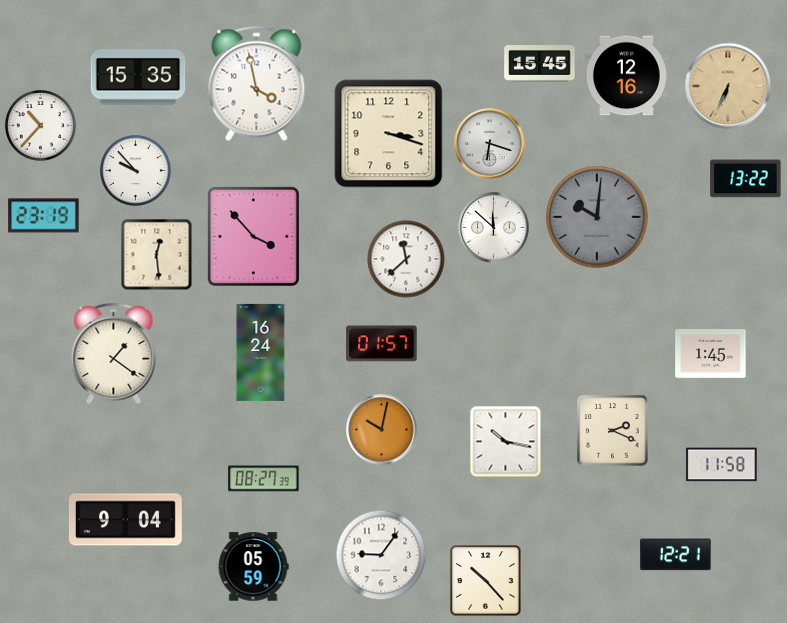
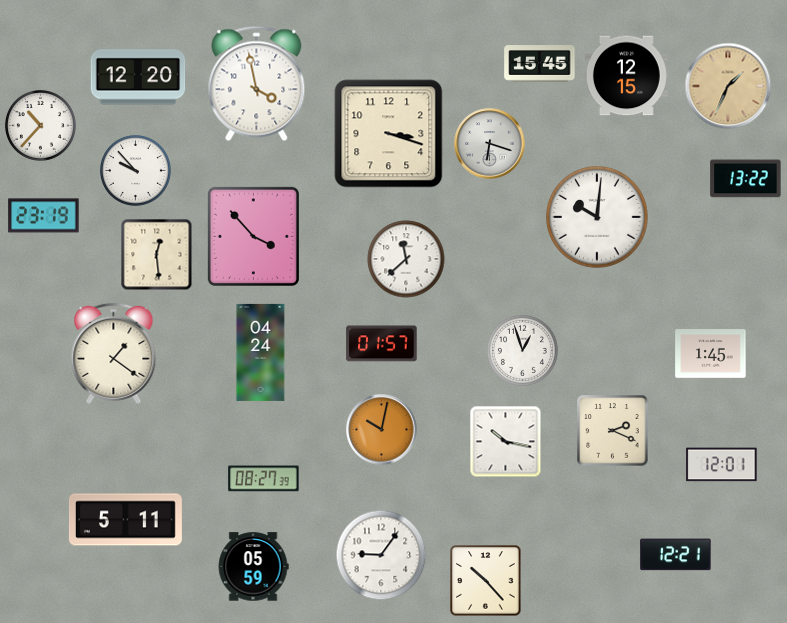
clock at (626, 76): 12:16 -> 12:15
clock at (138, 77): 15:35 -> 12:20
clock at (728, 86): 6:34 -> 1:34
clock at (597, 217) dial: grey -> white
clock at (494, 228): 11:52 -> none
clock at (522, 350): none -> 12:57
clock at (261, 352): 16:24 -> 04:24
clock at (722, 465): 11:58 -> 12:01
clock at (125, 520): 9:04 -> 5:11
